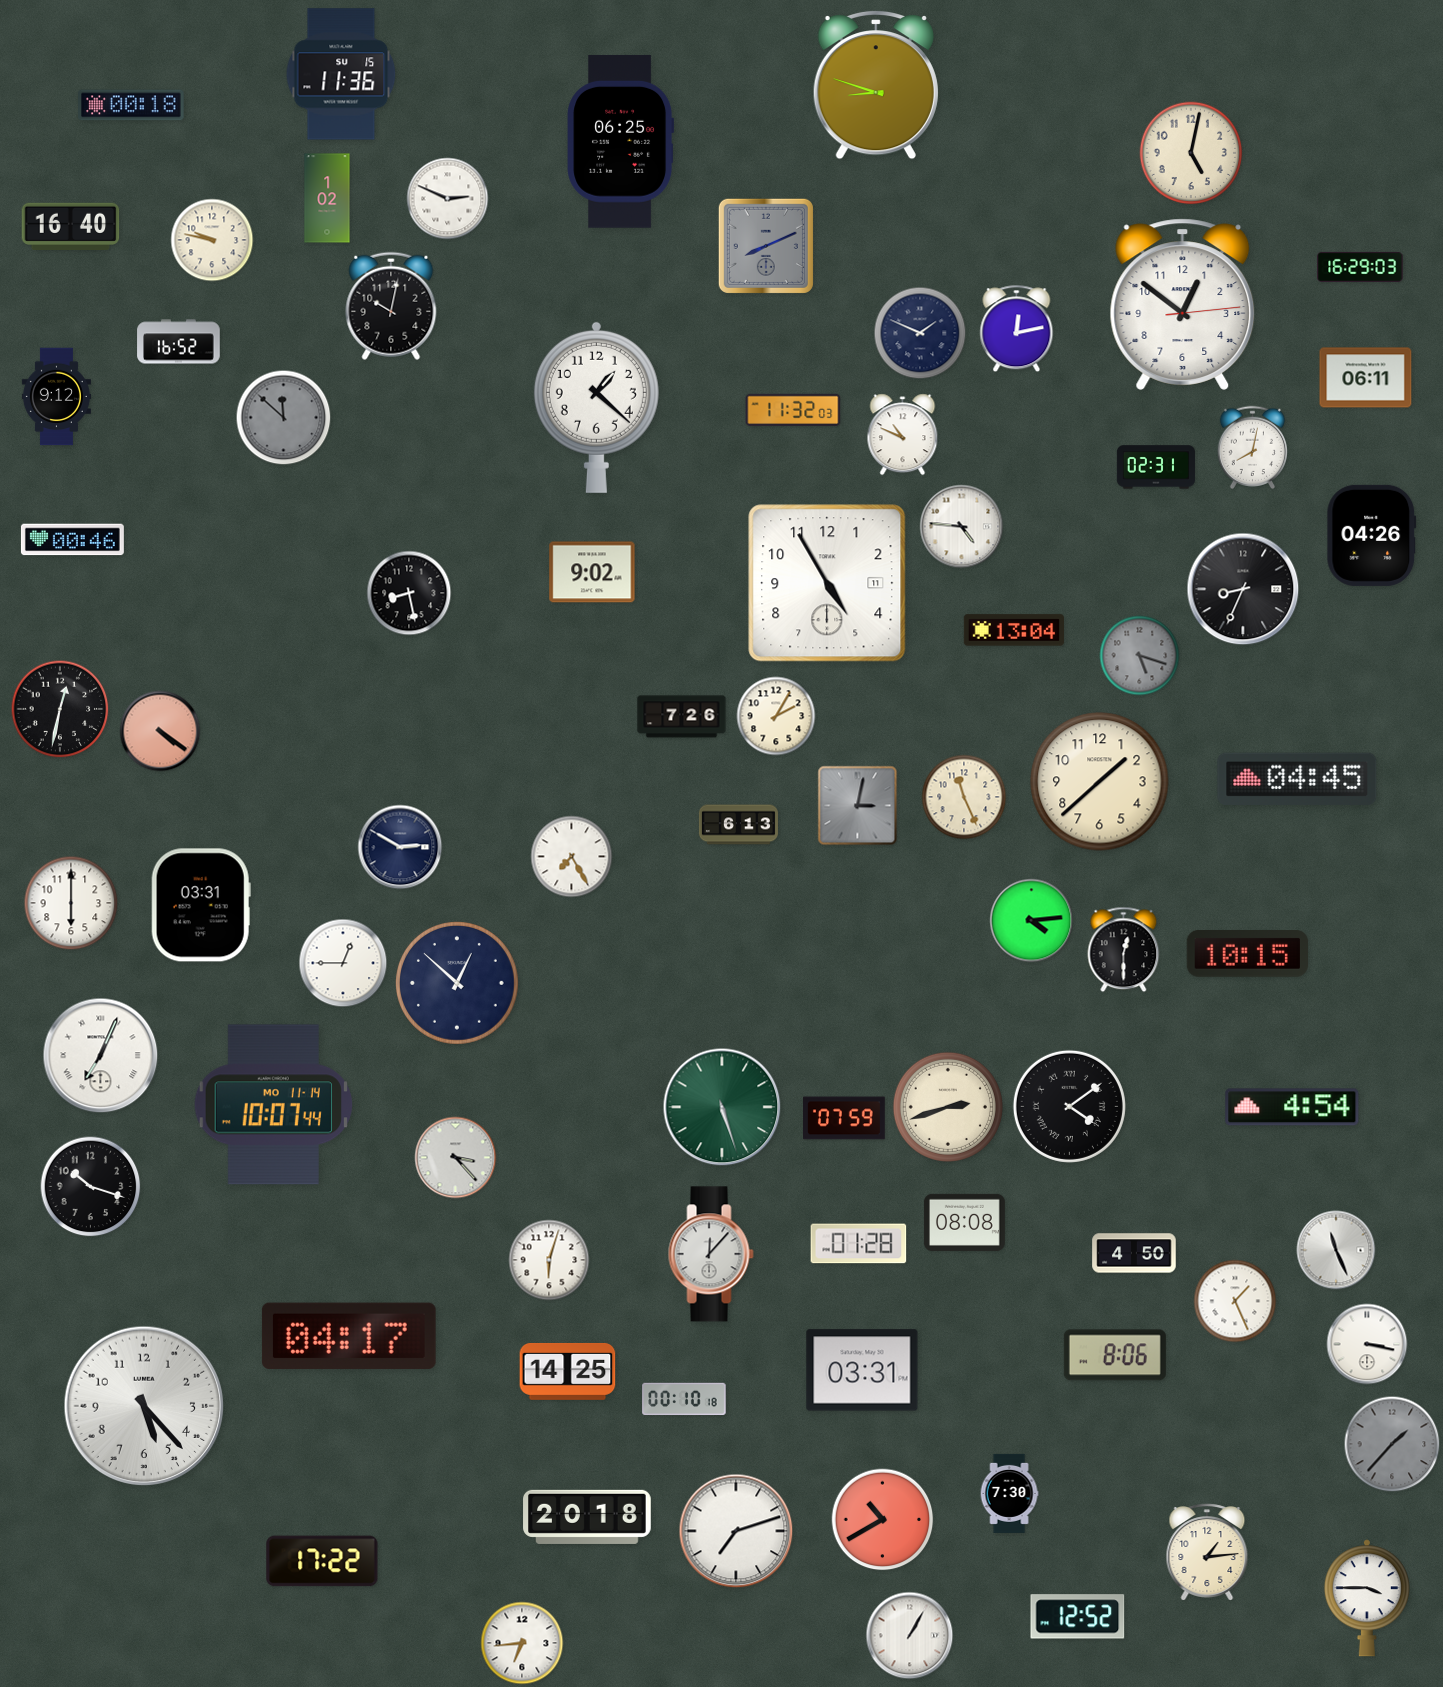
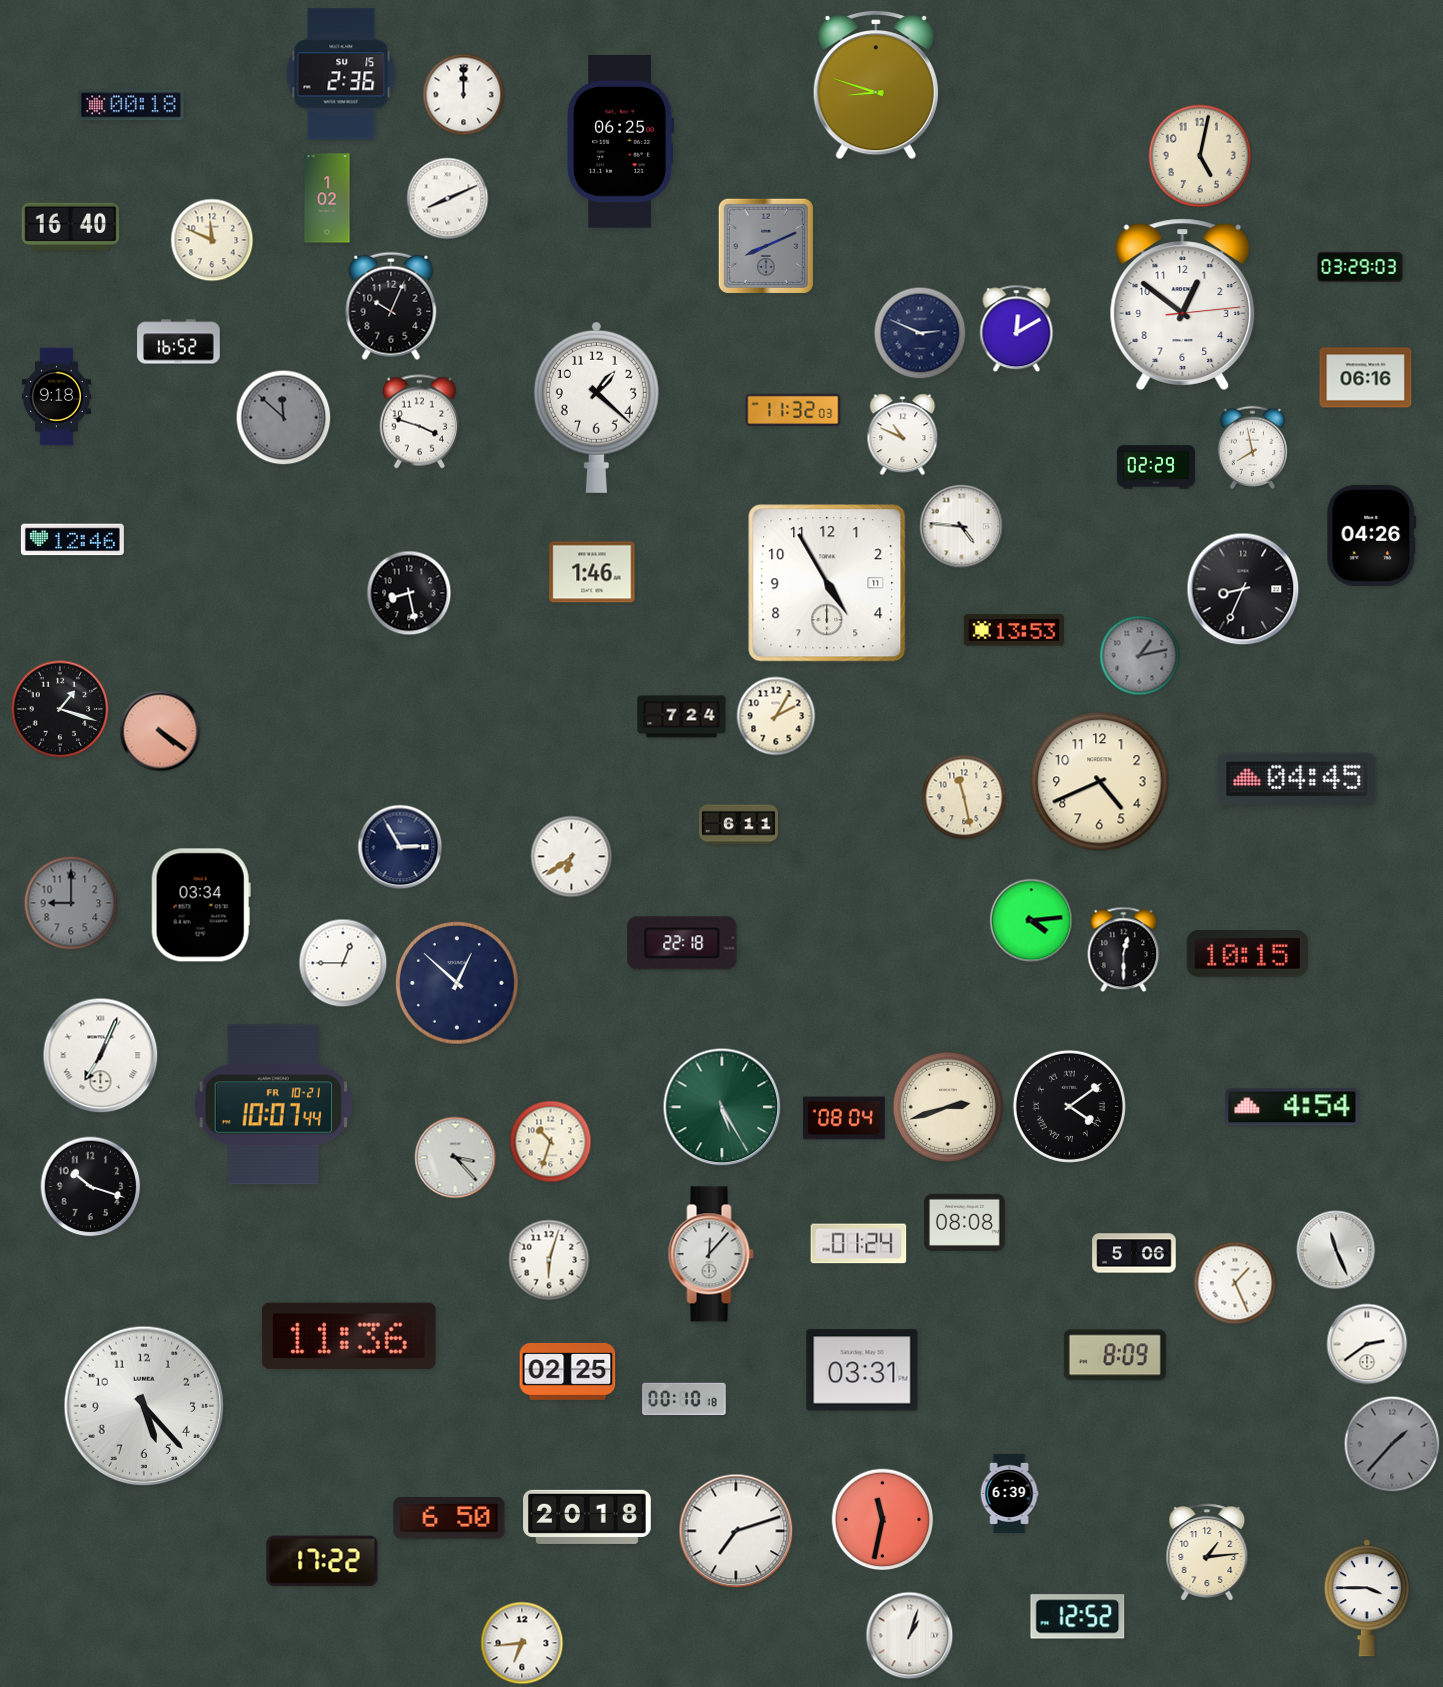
clock at (341, 74): 11:36 -> 2:36
clock at (464, 95): none -> 12:00
clock at (1191, 153) position: (1191, 153) -> (1200, 156)
clock at (448, 199): 2:49 -> 8:11
clock at (212, 240): 9:47 -> 11:49
clock at (1360, 267): 16:29 -> 03:29
clock at (391, 306): 10:02 -> 10:04
clock at (1017, 329): 12:13 -> 12:10
clock at (920, 333): 1:49 -> 2:49
clock at (1366, 378): 06:11 -> 06:16
clock at (56, 397): 9:12 -> 9:18
clock at (419, 422): none -> 3:48
clock at (1252, 447): 8:02 -> 7:58
clock at (1156, 467): 02:31 -> 02:29
clock at (72, 540): 00:46 -> 12:46
clock at (592, 572): 9:02 -> 1:46
clock at (1014, 630): 13:04 -> 13:53
clock at (1140, 656): 5:18 -> 1:13
clock at (60, 709): 12:32 -> 1:18
clock at (682, 717): 7:26 -> 7:24
clock at (1100, 782): 1:38 -> 4:41
clock at (964, 797): 11:26 -> 11:28
clock at (858, 806): 3:02 -> none
clock at (738, 825): 6:13 -> 6:11
clock at (400, 847): 2:50 -> 2:55
clock at (572, 857): 7:25 -> 6:39
clock at (71, 903): 6:00 -> 9:00
clock at (71, 903) dial: white -> grey
clock at (201, 905): 03:31 -> 03:34
clock at (682, 943): none -> 22:18
clock at (273, 1105) date: MO 11-14 -> FR 10-21
clock at (722, 1107): 5:27 -> 5:25
clock at (845, 1118): 07:59 -> 08:04
clock at (551, 1142): none -> 10:33
clock at (859, 1244): 01:28 -> 01:24
clock at (1134, 1253): 4:50 -> 5:06
clock at (1235, 1301) position: (1235, 1301) -> (1235, 1283)
clock at (349, 1336): 04:17 -> 11:36
clock at (1367, 1344): 3:17 -> 2:39
clock at (1115, 1355): 8:06 -> 8:09
clock at (568, 1371): 14:25 -> 02:25
clock at (1009, 1493): 7:30 -> 6:39
clock at (449, 1519): none -> 6:50
clock at (883, 1520): 10:40 -> 11:32
clock at (910, 1636): 1:05 -> 1:03
